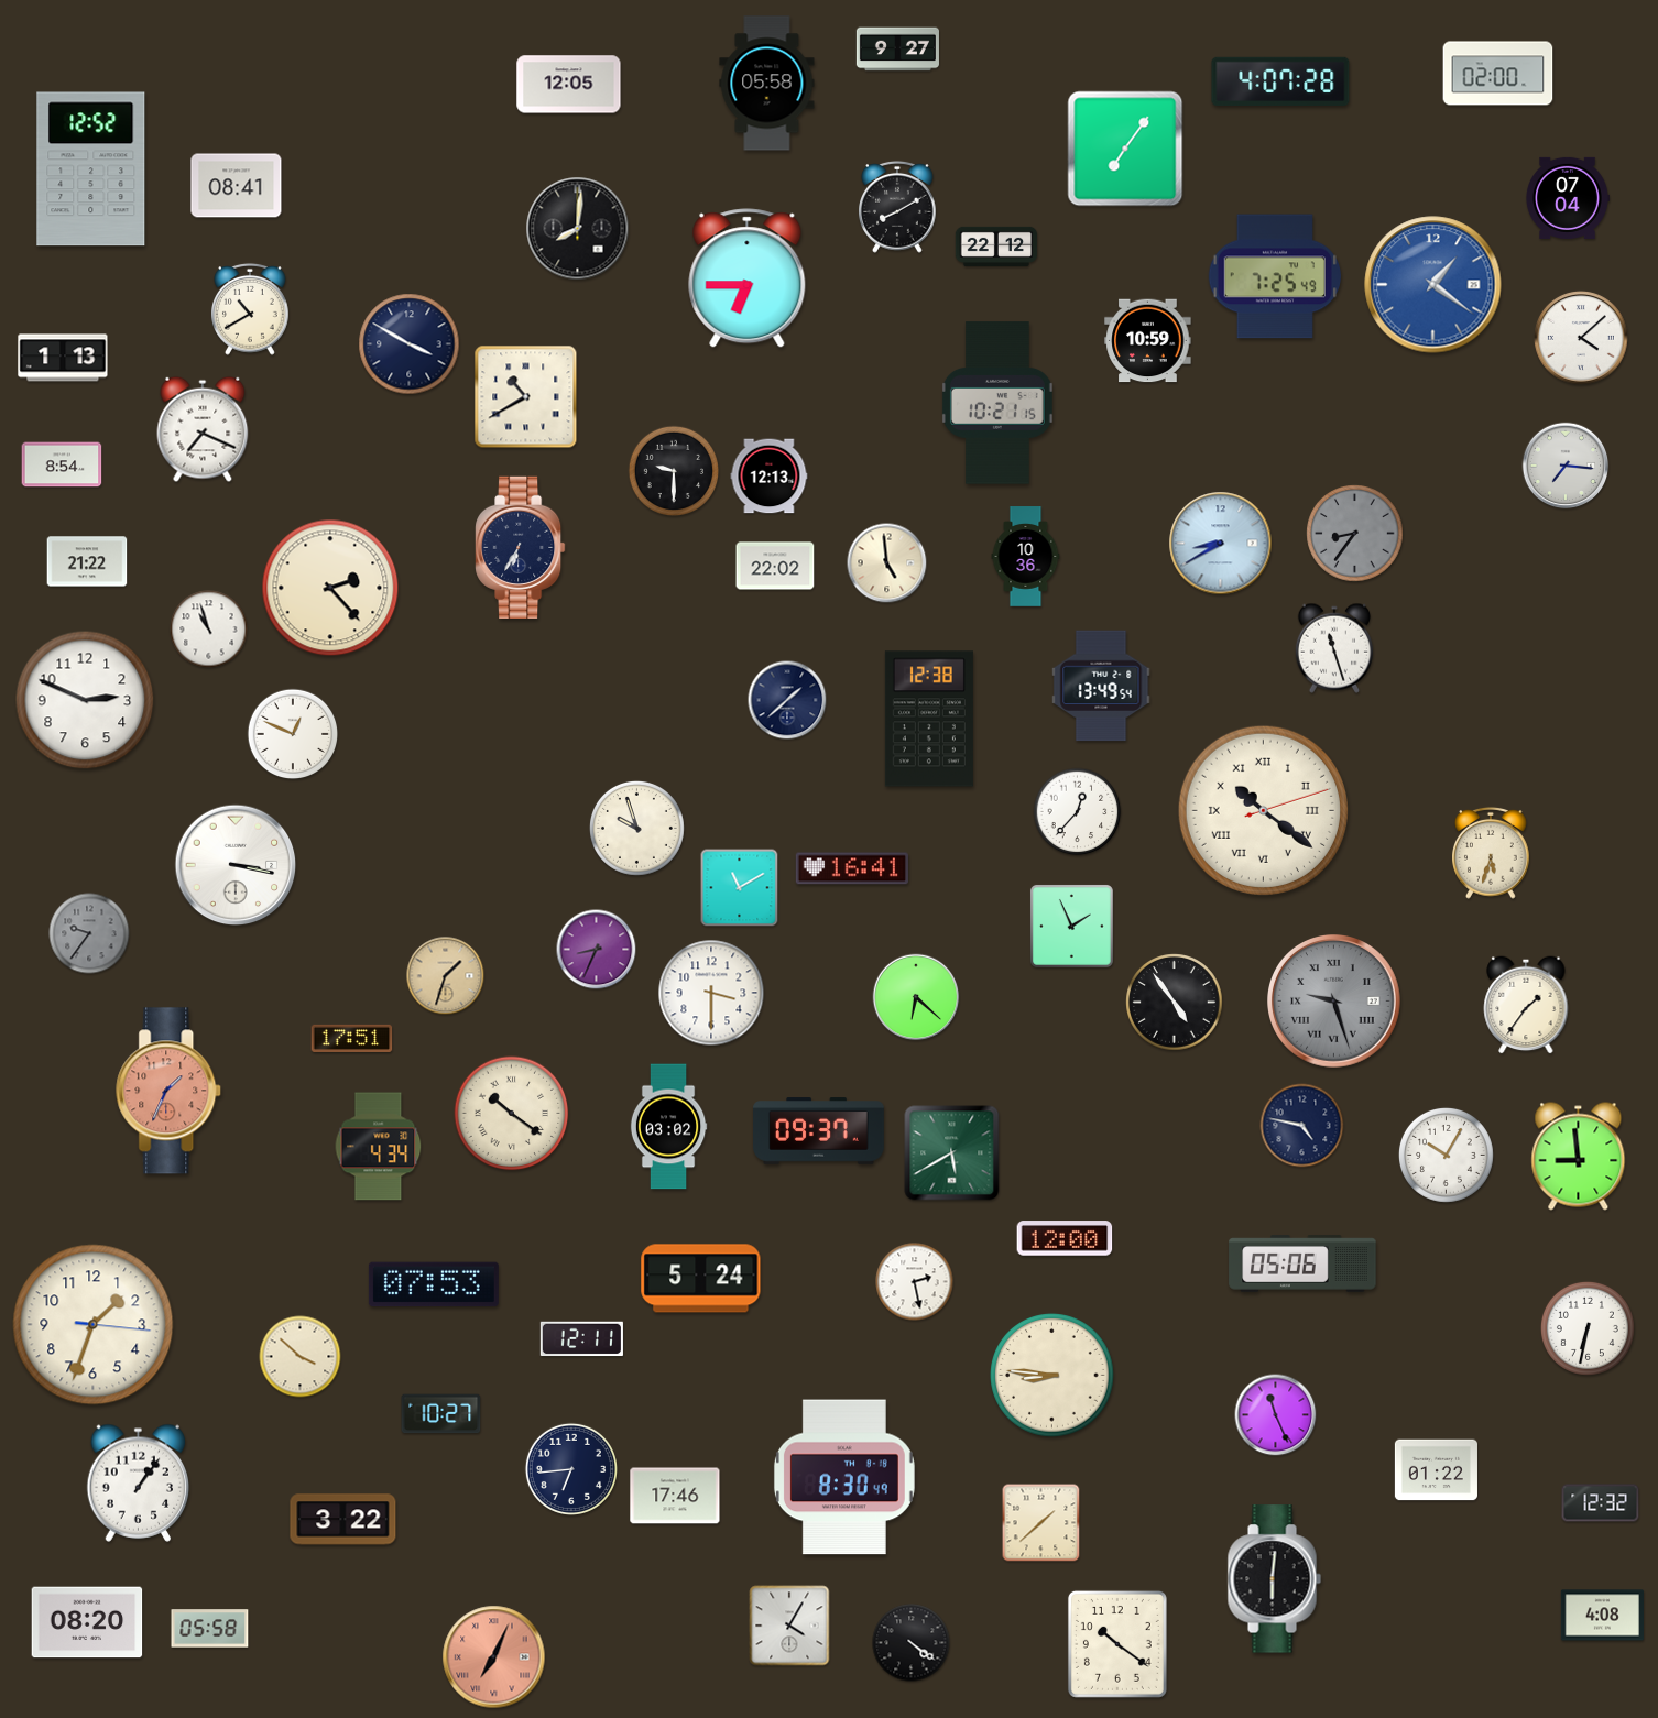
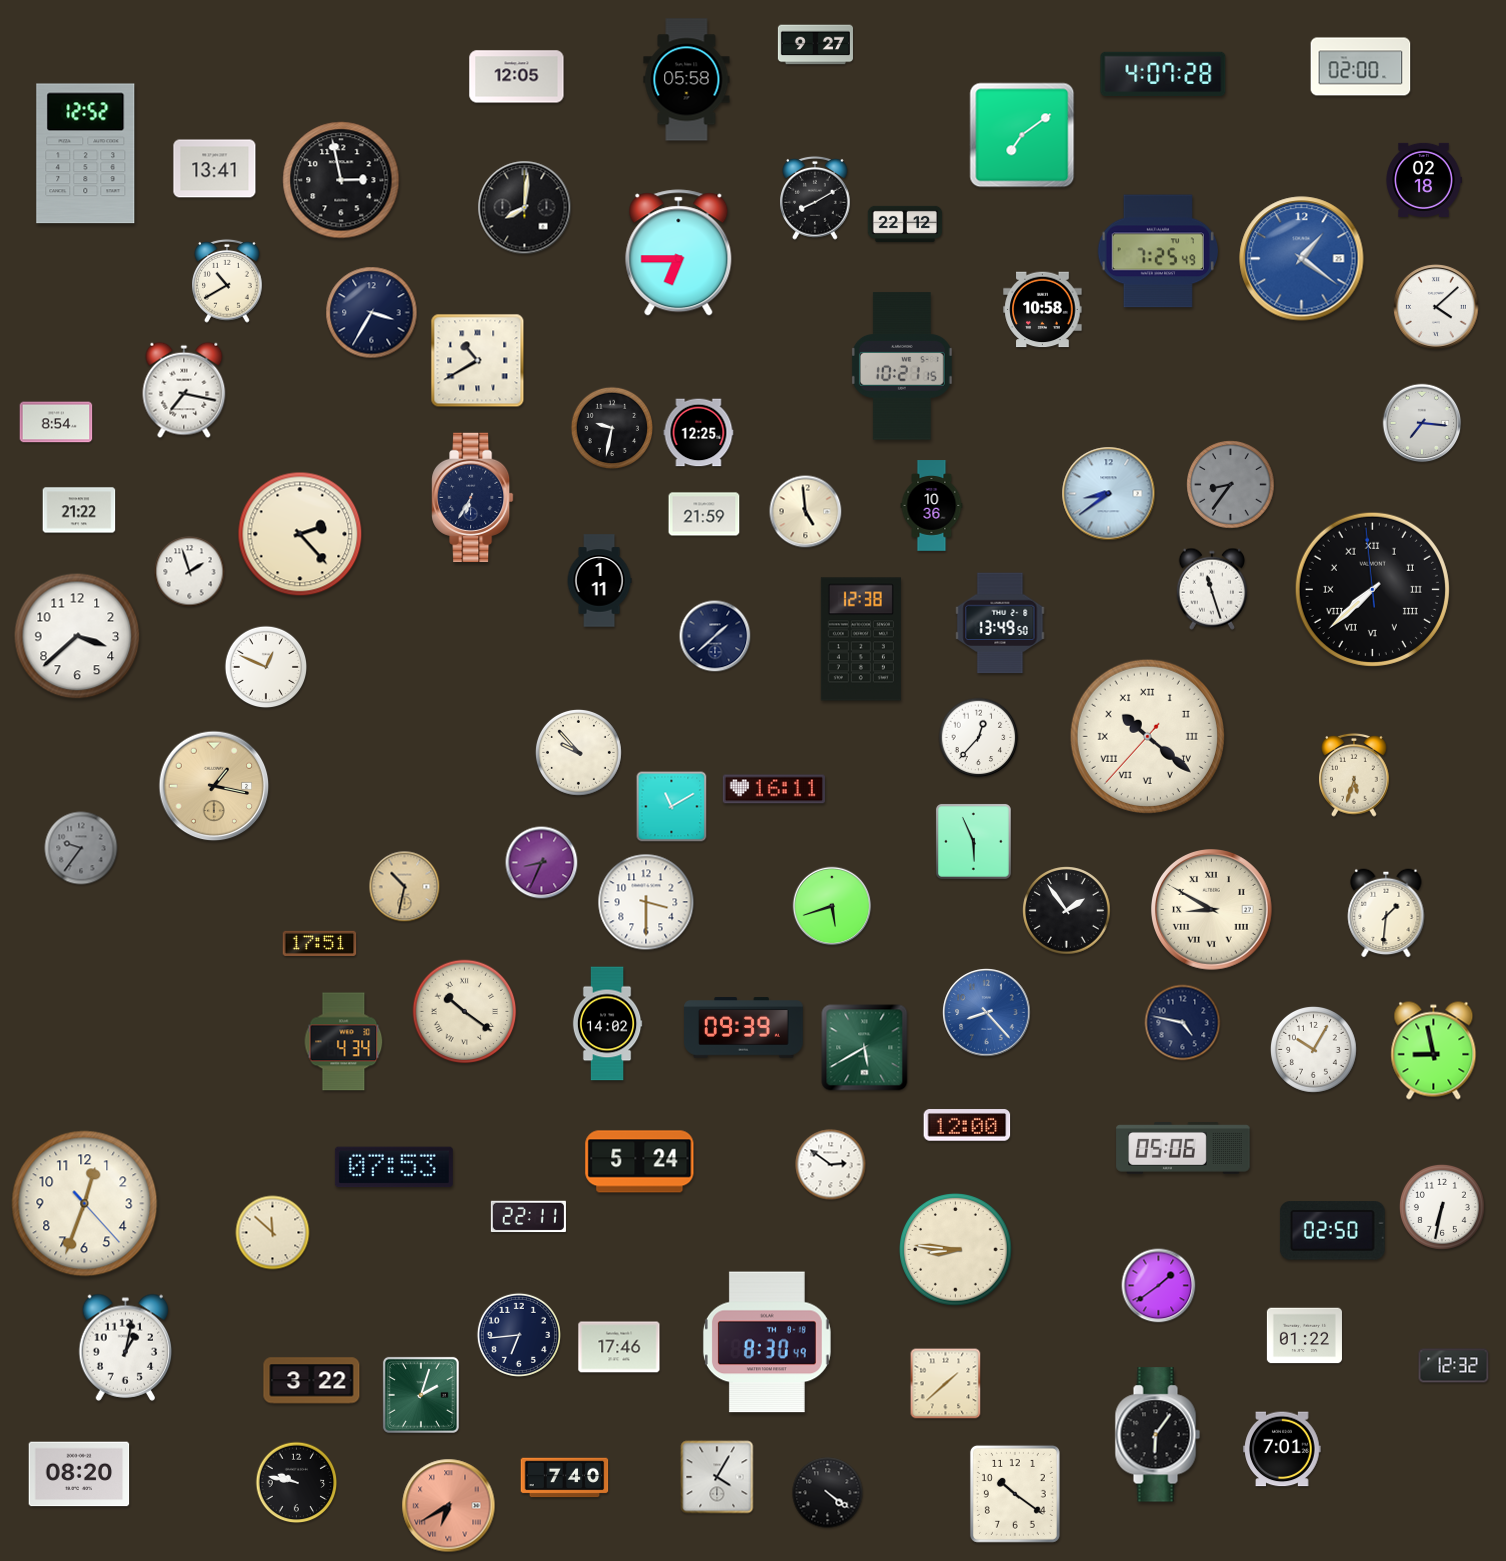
clock at (767, 84) position: (767, 84) -> (687, 80)
clock at (1125, 149): 7:06 -> 7:09
clock at (91, 169) position: (91, 169) -> (86, 154)
clock at (237, 186): 08:41 -> 13:41
clock at (341, 180): none -> 2:58
clock at (1568, 198): 07:04 -> 02:18
clock at (898, 207) position: (898, 207) -> (816, 198)
clock at (1148, 341): 10:59 -> 10:58
clock at (410, 344): 3:50 -> 3:35
clock at (63, 358): 1:13 -> none
clock at (997, 403) position: (997, 403) -> (902, 366)
clock at (203, 429): 7:19 -> 7:17
clock at (674, 471): 9:30 -> 9:32
clock at (770, 477): 12:13 -> 12:25
clock at (1221, 544): 8:40 -> 8:39
clock at (775, 566): 22:02 -> 21:59
clock at (209, 630): 10:57 -> 1:57
clock at (599, 581): none -> 1:11
clock at (1372, 589): none -> 7:37
clock at (1101, 686): 13:49:54 -> 13:49:50
clock at (85, 700): 2:49 -> 3:38
clock at (929, 719) position: (929, 719) -> (861, 639)
clock at (1263, 810): 10:21:12 -> 10:21:37
clock at (636, 828): 9:57 -> 9:53
clock at (236, 865): 3:17 -> 1:17
clock at (236, 865) dial: white -> champagne
clock at (852, 868): 16:41 -> 16:11
clock at (1071, 926): 1:56 -> 5:56
clock at (446, 976): 1:33 -> 10:32
clock at (916, 997): 6:22 -> 5:42
clock at (1334, 1002): 9:27 -> 8:50
clock at (1334, 1002) dial: grey -> cream
clock at (1175, 1003): 4:54 -> 1:54
clock at (1526, 1005): 1:36 -> 1:31
clock at (170, 1091): 1:34 -> none
clock at (987, 1013): none -> 8:23
clock at (668, 1127): 03:02 -> 14:02
clock at (819, 1131): 09:37 -> 09:39
clock at (1579, 1157): 8:59 -> 8:58
clock at (701, 1279) position: (701, 1279) -> (640, 1162)
clock at (915, 1282): 2:28 -> 2:51
clock at (94, 1325): 1:33 -> 12:33
clock at (581, 1339): 12:11 -> 22:11
clock at (1332, 1231): none -> 02:50
clock at (301, 1357): 3:52 -> 11:52
clock at (441, 1414): 10:27 -> none
clock at (1276, 1415): 11:26 -> 1:39
clock at (139, 1482): 1:06 -> 1:02
clock at (675, 1496) position: (675, 1496) -> (619, 1347)
clock at (421, 1395): none -> 2:03
clock at (1274, 1579): 6:01 -> 6:06
clock at (1282, 1449): none -> 7:01
clock at (1602, 1616): 4:08 -> none
clock at (565, 1478): none -> 7:40
clock at (210, 1629): 05:58 -> none
clock at (297, 1483): none -> 9:47
clock at (494, 1657): 7:04 -> 6:40
